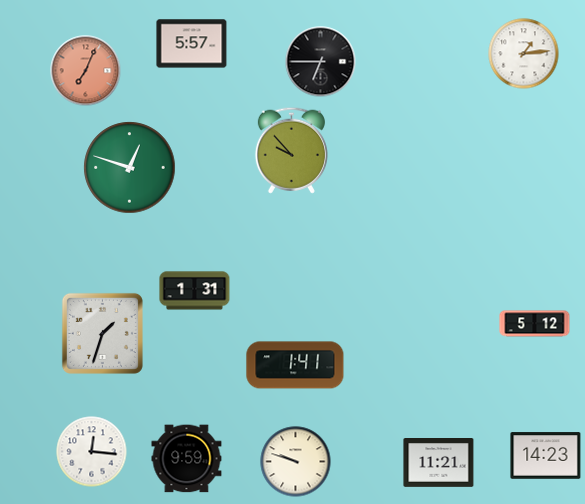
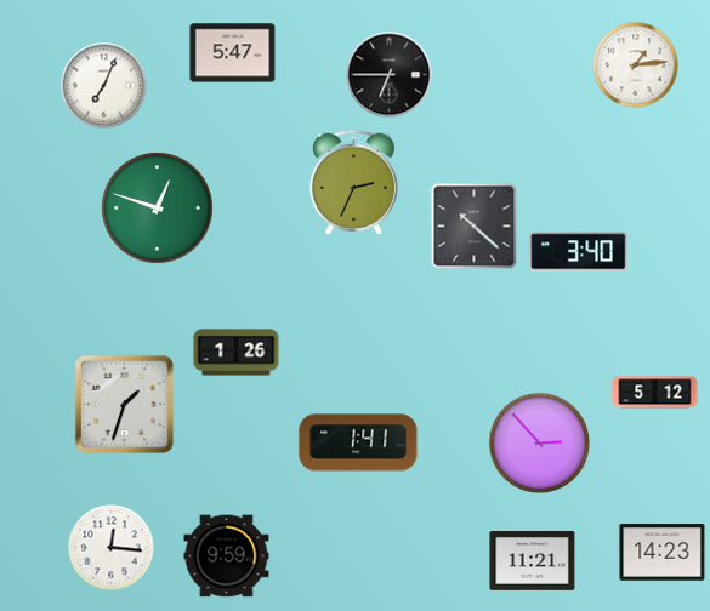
clock at (192, 44): 5:57 -> 5:47
clock at (86, 71) dial: salmon -> white
clock at (291, 150): 9:53 -> 2:34
clock at (130, 168) position: (130, 168) -> (158, 209)
clock at (475, 227): none -> 10:22
clock at (579, 252): none -> 3:40
clock at (195, 291): 1:31 -> 1:26
clock at (535, 324) position: (535, 324) -> (655, 393)
clock at (540, 444): none -> 2:53
clock at (296, 462): 9:48 -> none
